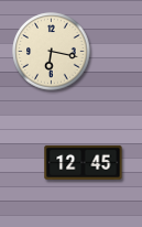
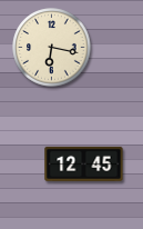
clock at (52, 52) position: (52, 52) -> (52, 48)
